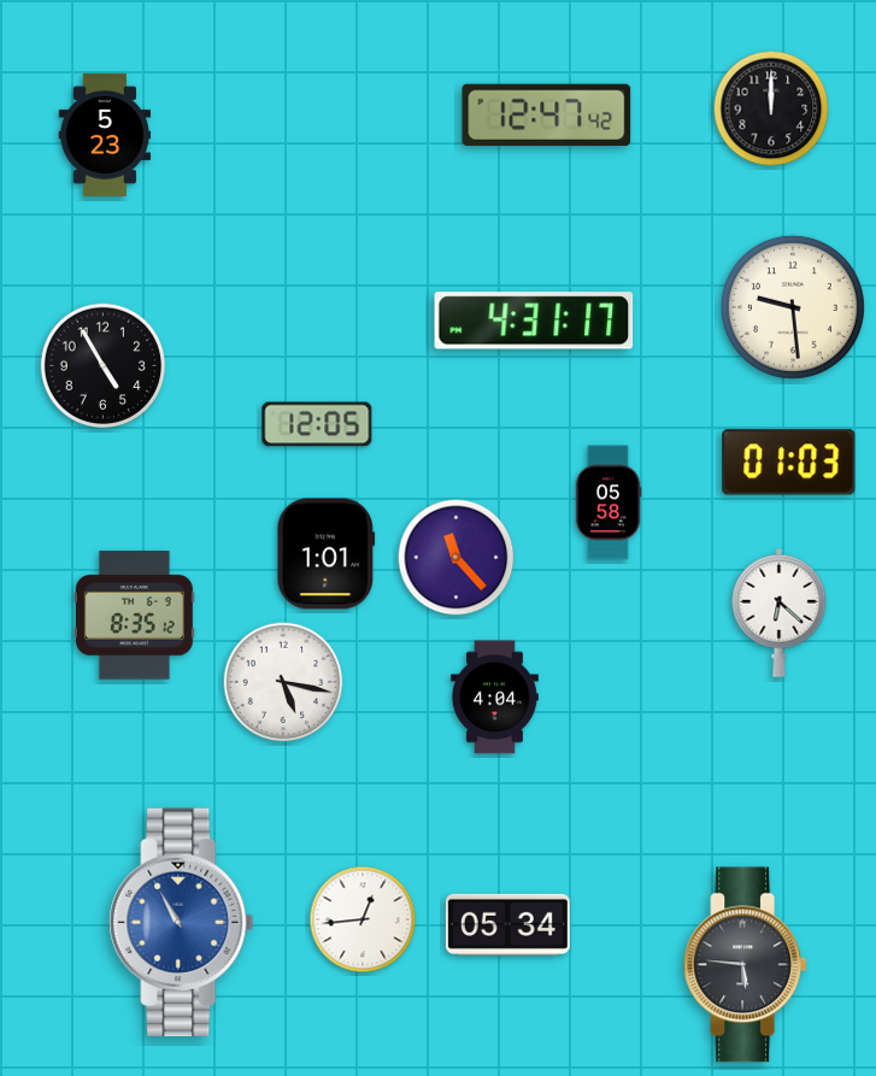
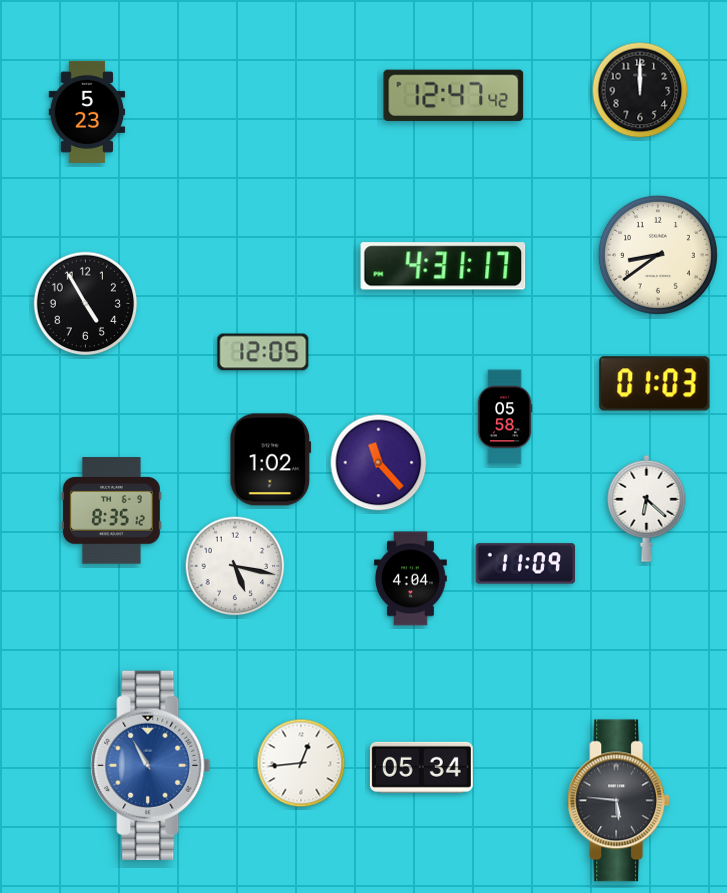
clock at (793, 307): 9:29 -> 8:39
clock at (327, 554): 1:01 -> 1:02
clock at (526, 564): none -> 11:09
